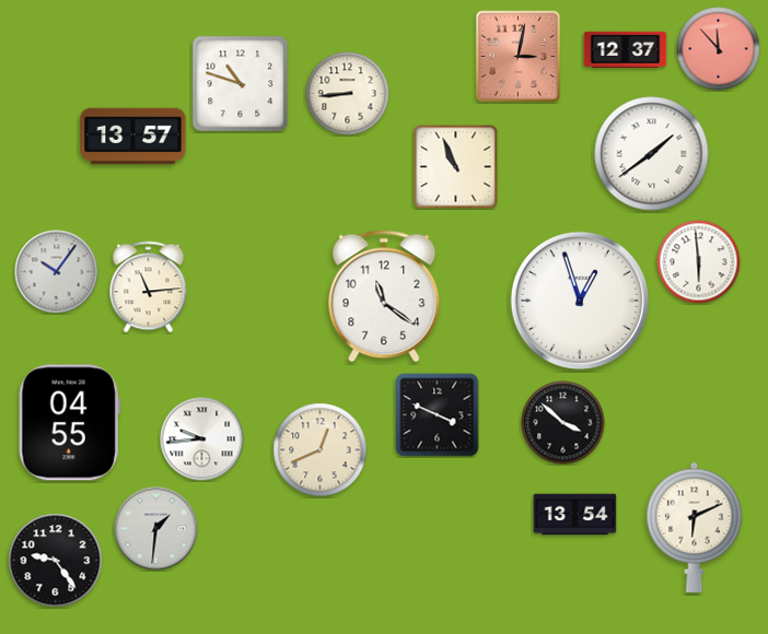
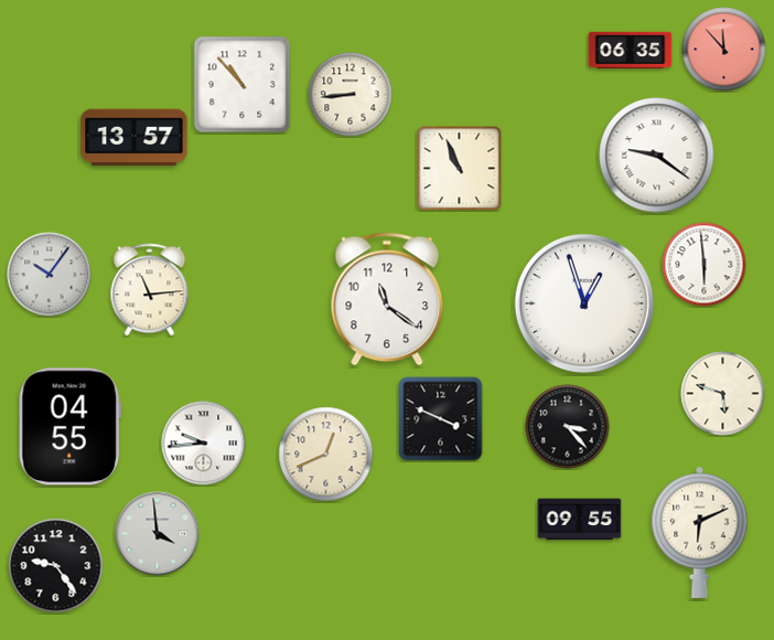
clock at (626, 49): 12:37 -> 06:35
clock at (519, 57): 3:02 -> none
clock at (241, 84): 10:48 -> 10:53
clock at (652, 154): 1:39 -> 9:21
clock at (57, 272) position: (57, 272) -> (50, 275)
clock at (723, 394): none -> 5:48
clock at (563, 423): 3:52 -> 3:23
clock at (321, 450) position: (321, 450) -> (326, 455)
clock at (575, 515): 13:54 -> 09:55
clock at (156, 529): 1:31 -> 3:59
